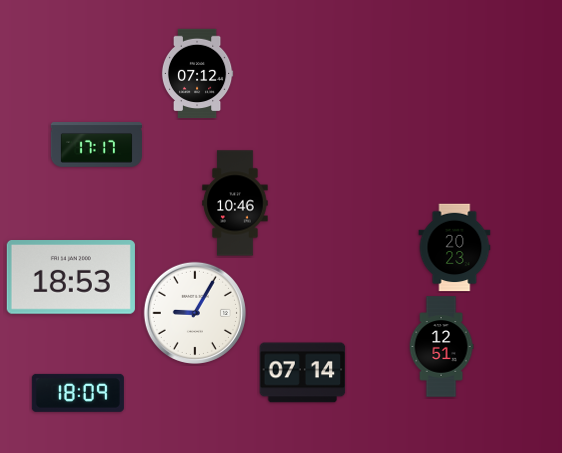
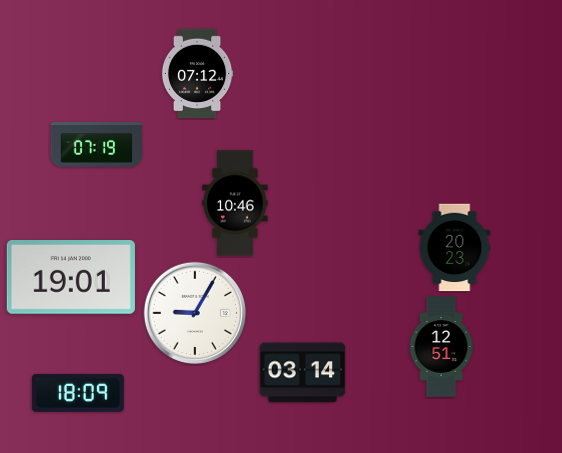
clock at (96, 145): 17:17 -> 07:19
clock at (71, 278): 18:53 -> 19:01
clock at (303, 373): 07:14 -> 03:14
